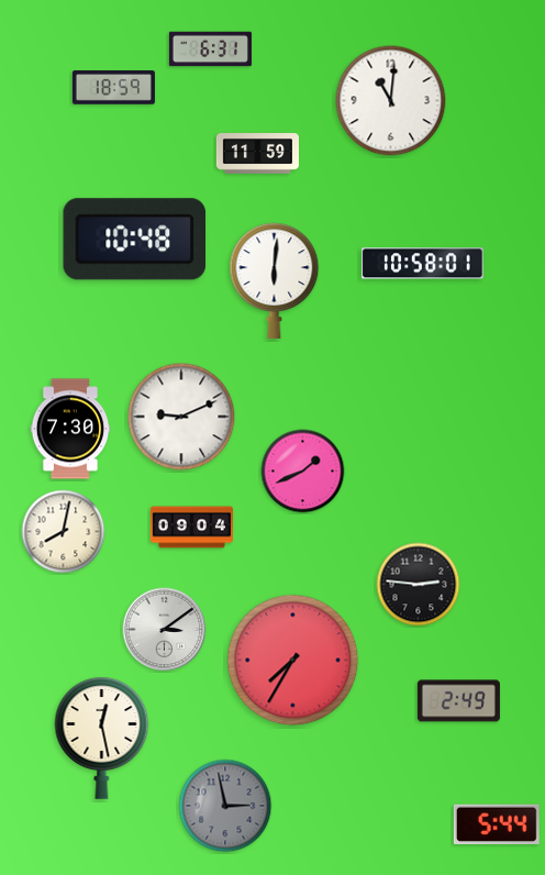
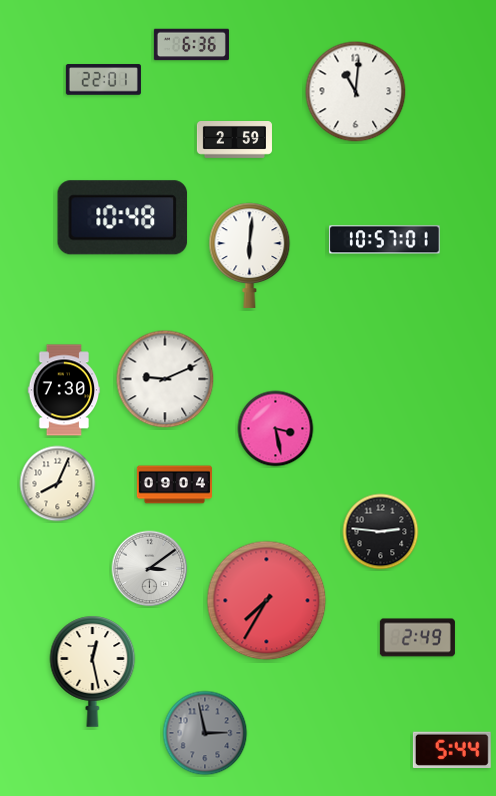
clock at (210, 49): 6:31 -> 6:36
clock at (113, 88): 18:59 -> 22:01
clock at (257, 154): 11:59 -> 2:59
clock at (423, 264): 10:58 -> 10:57
clock at (303, 472): 1:41 -> 3:28
clock at (191, 528) position: (191, 528) -> (174, 485)
clock at (64, 532): 8:02 -> 8:04
clock at (165, 630) position: (165, 630) -> (150, 569)
